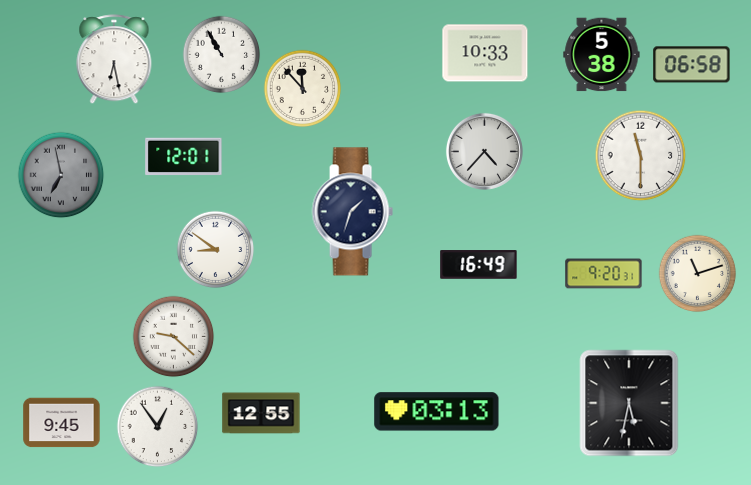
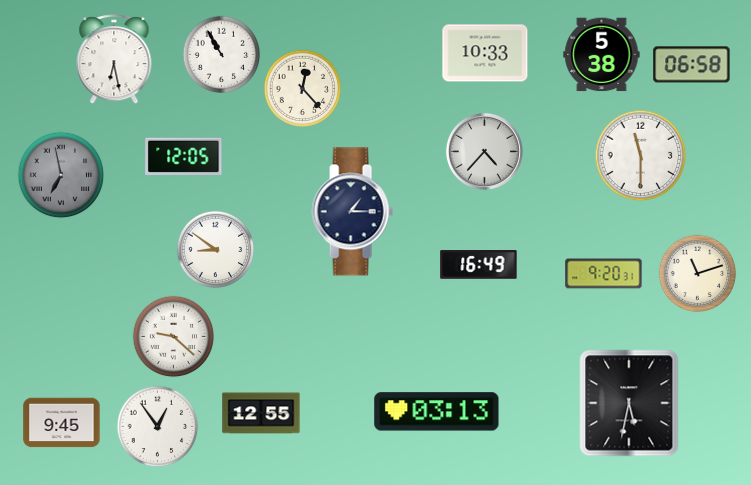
clock at (302, 88): 11:53 -> 12:23
clock at (184, 157): 12:01 -> 12:05
clock at (352, 212): 1:33 -> 1:15
